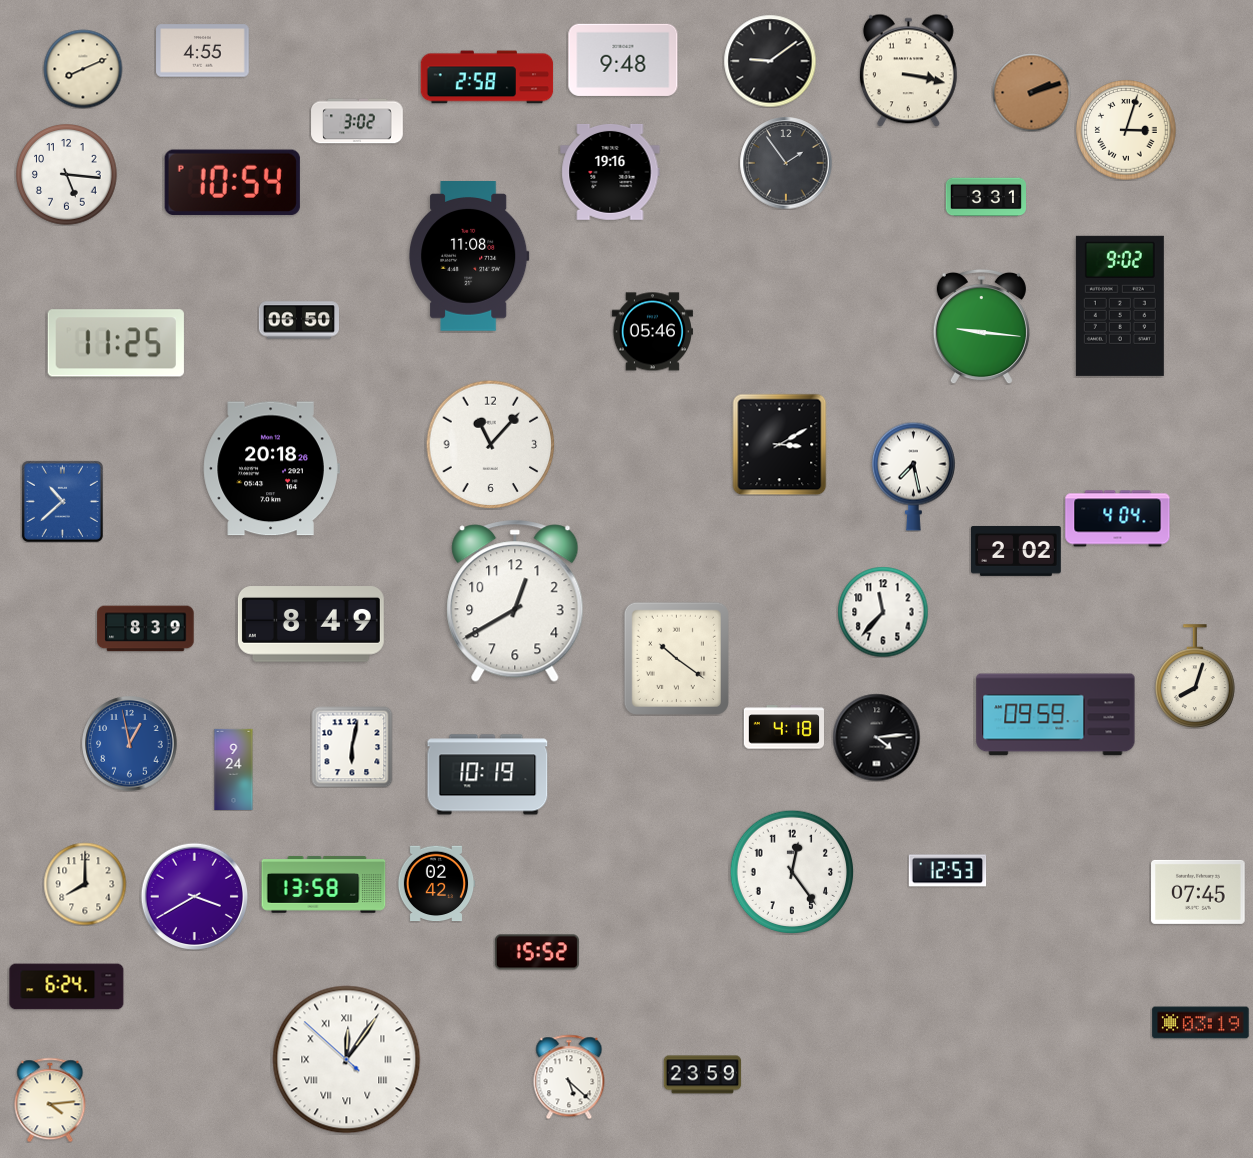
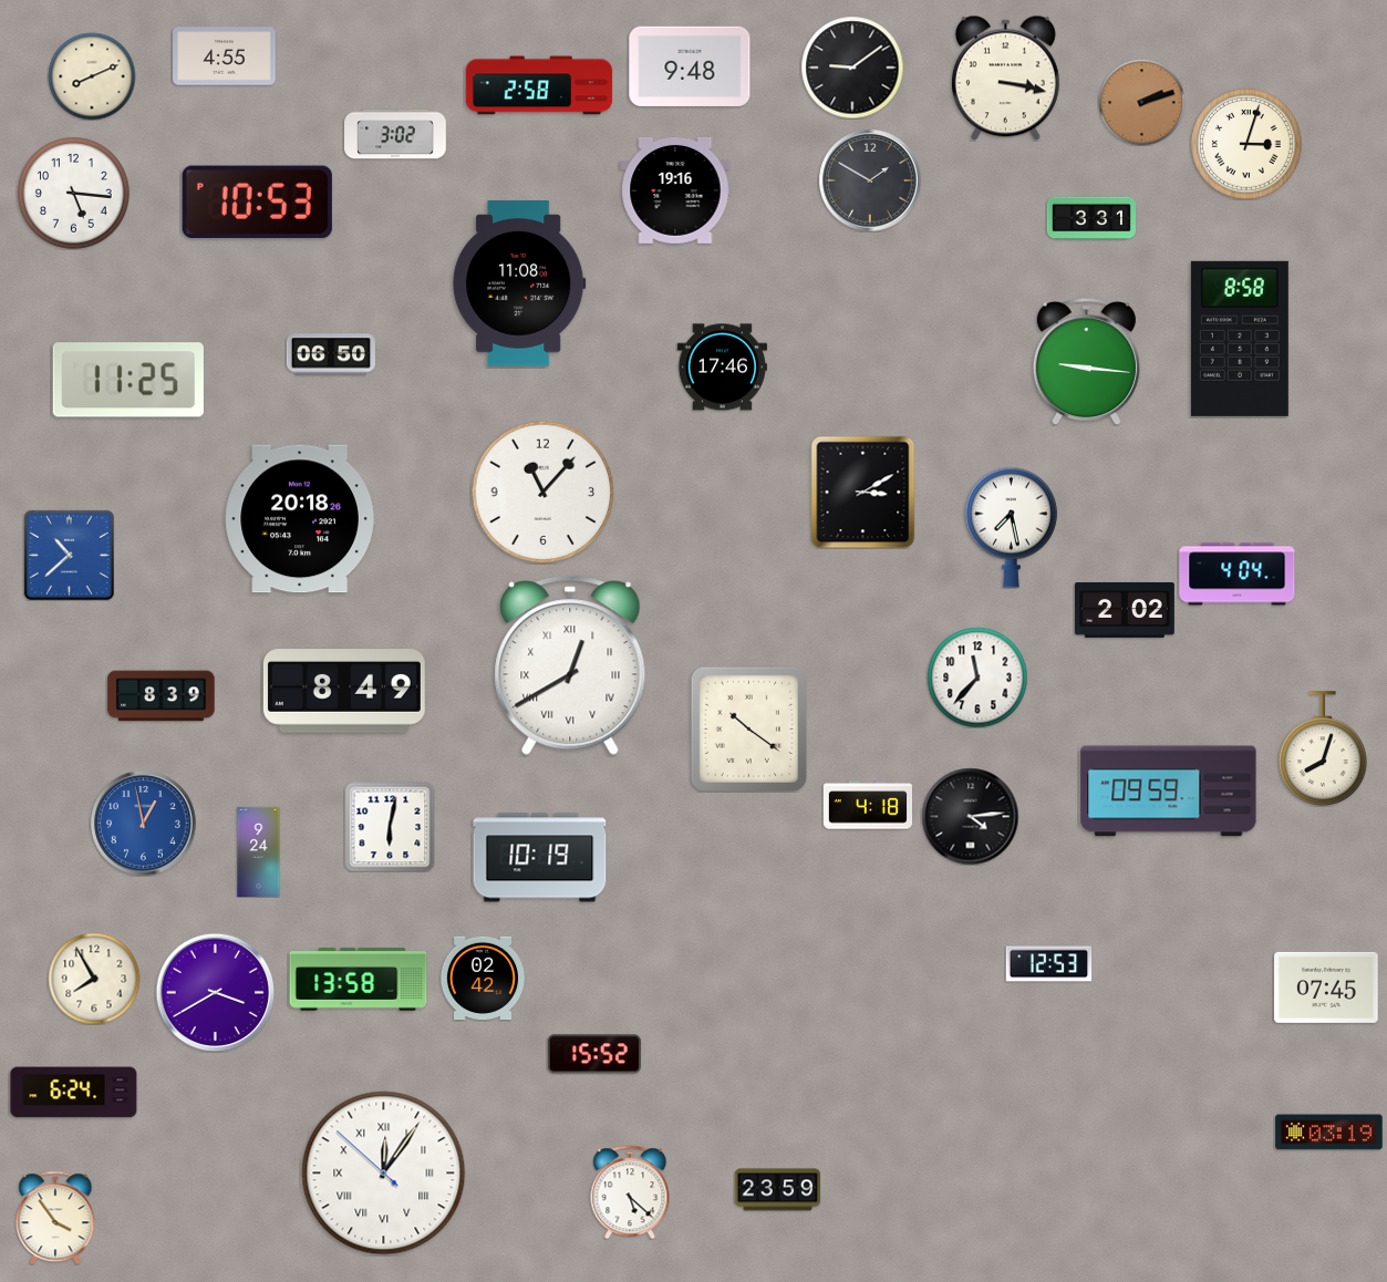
clock at (786, 163): 1:54 -> 1:50
clock at (232, 182): 10:54 -> 10:53
clock at (1120, 306): 9:02 -> 8:58
clock at (652, 332): 05:46 -> 17:46
clock at (515, 601) numerals: Arabic -> Roman
clock at (792, 872): 12:24 -> none
clock at (85, 884): 8:00 -> 7:55
clock at (50, 1100): 4:14 -> 3:54
